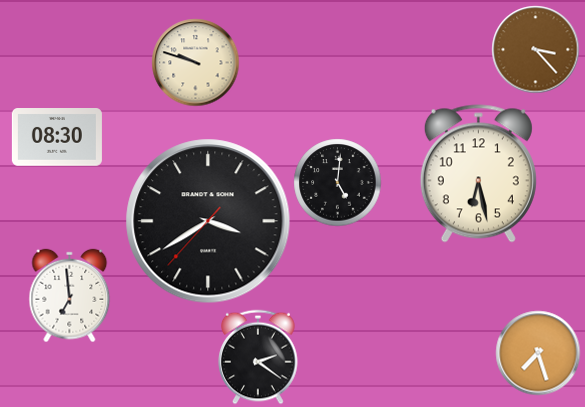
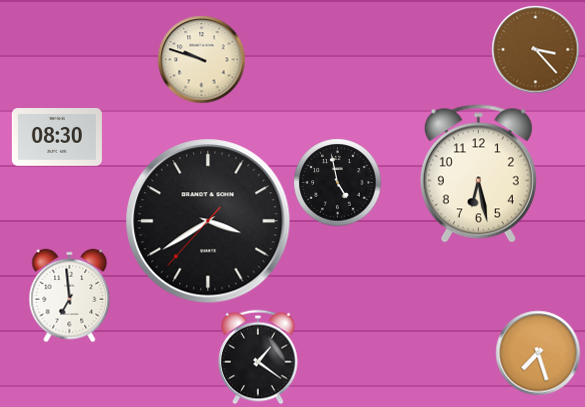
clock at (195, 62) position: (195, 62) -> (201, 59)
clock at (337, 182): 5:01 -> 4:58
clock at (258, 357): 2:21 -> 1:21
